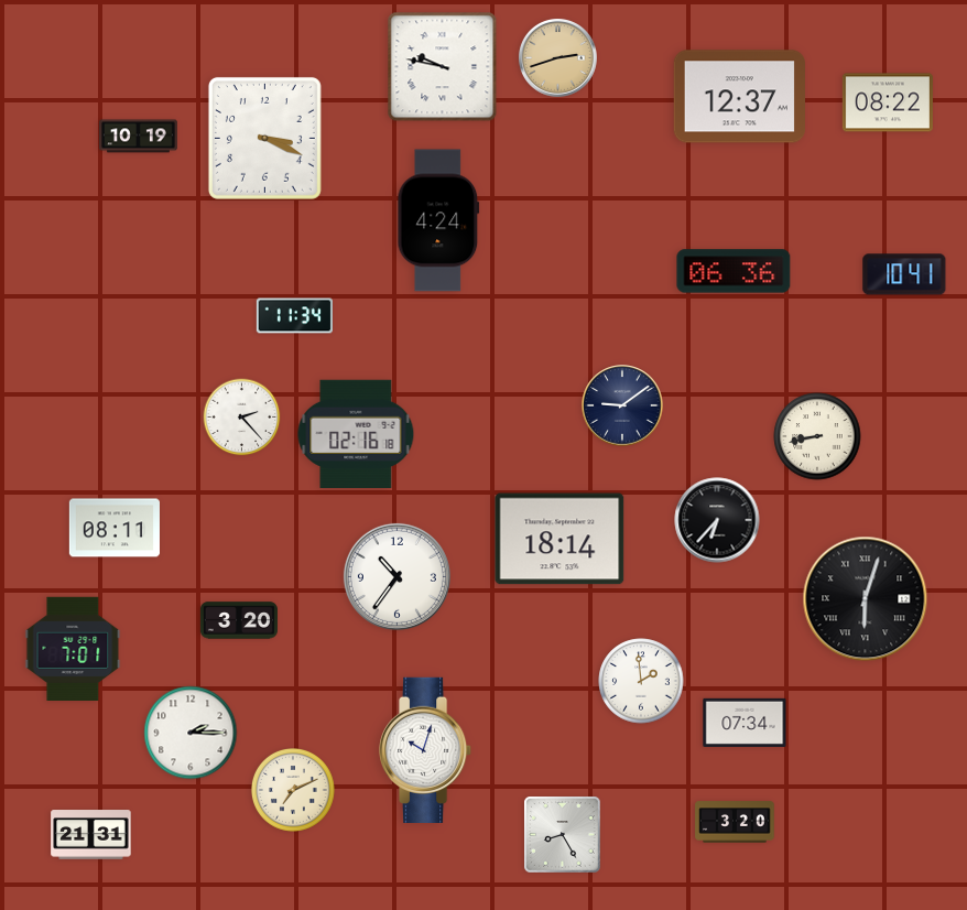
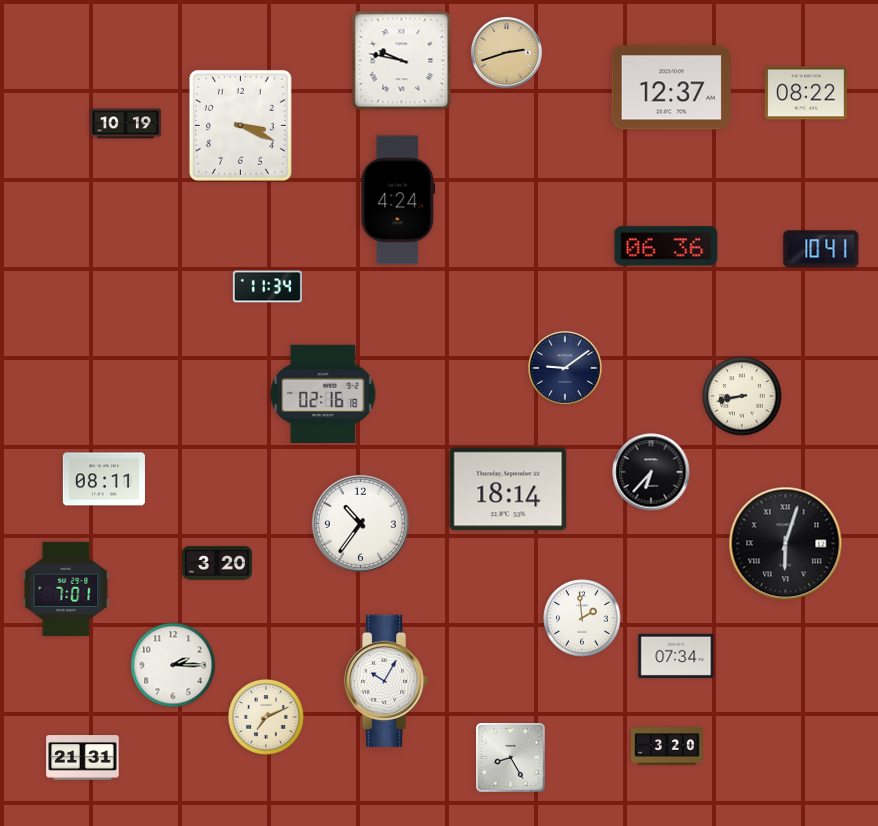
clock at (242, 418): 2:23 -> none
clock at (426, 749): 10:03 -> 10:05
